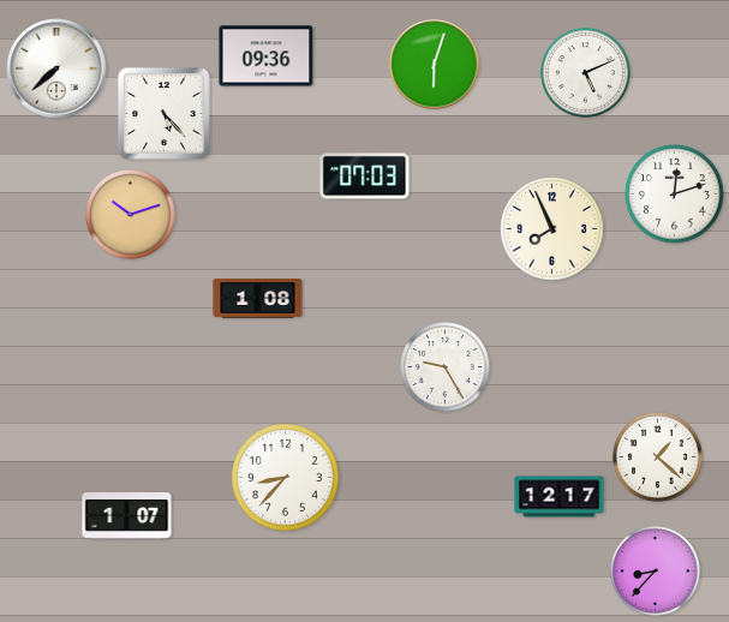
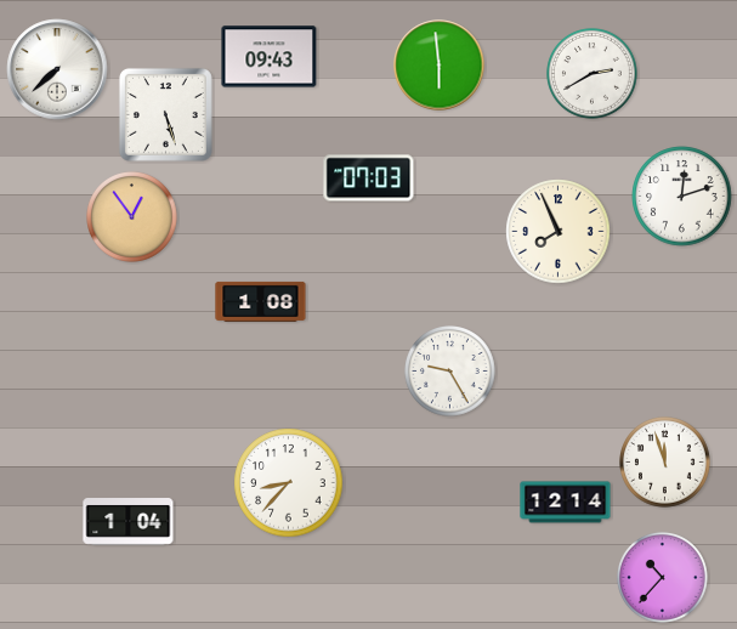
clock at (267, 56): 09:36 -> 09:43
clock at (435, 65): 6:03 -> 5:59
clock at (586, 73): 5:11 -> 2:40
clock at (163, 113): 5:23 -> 5:27
clock at (131, 215): 10:12 -> 12:54
clock at (658, 457): 1:22 -> 11:57
clock at (560, 497): 12:17 -> 12:14
clock at (127, 516): 1:07 -> 1:04
clock at (656, 572): 8:37 -> 10:37
